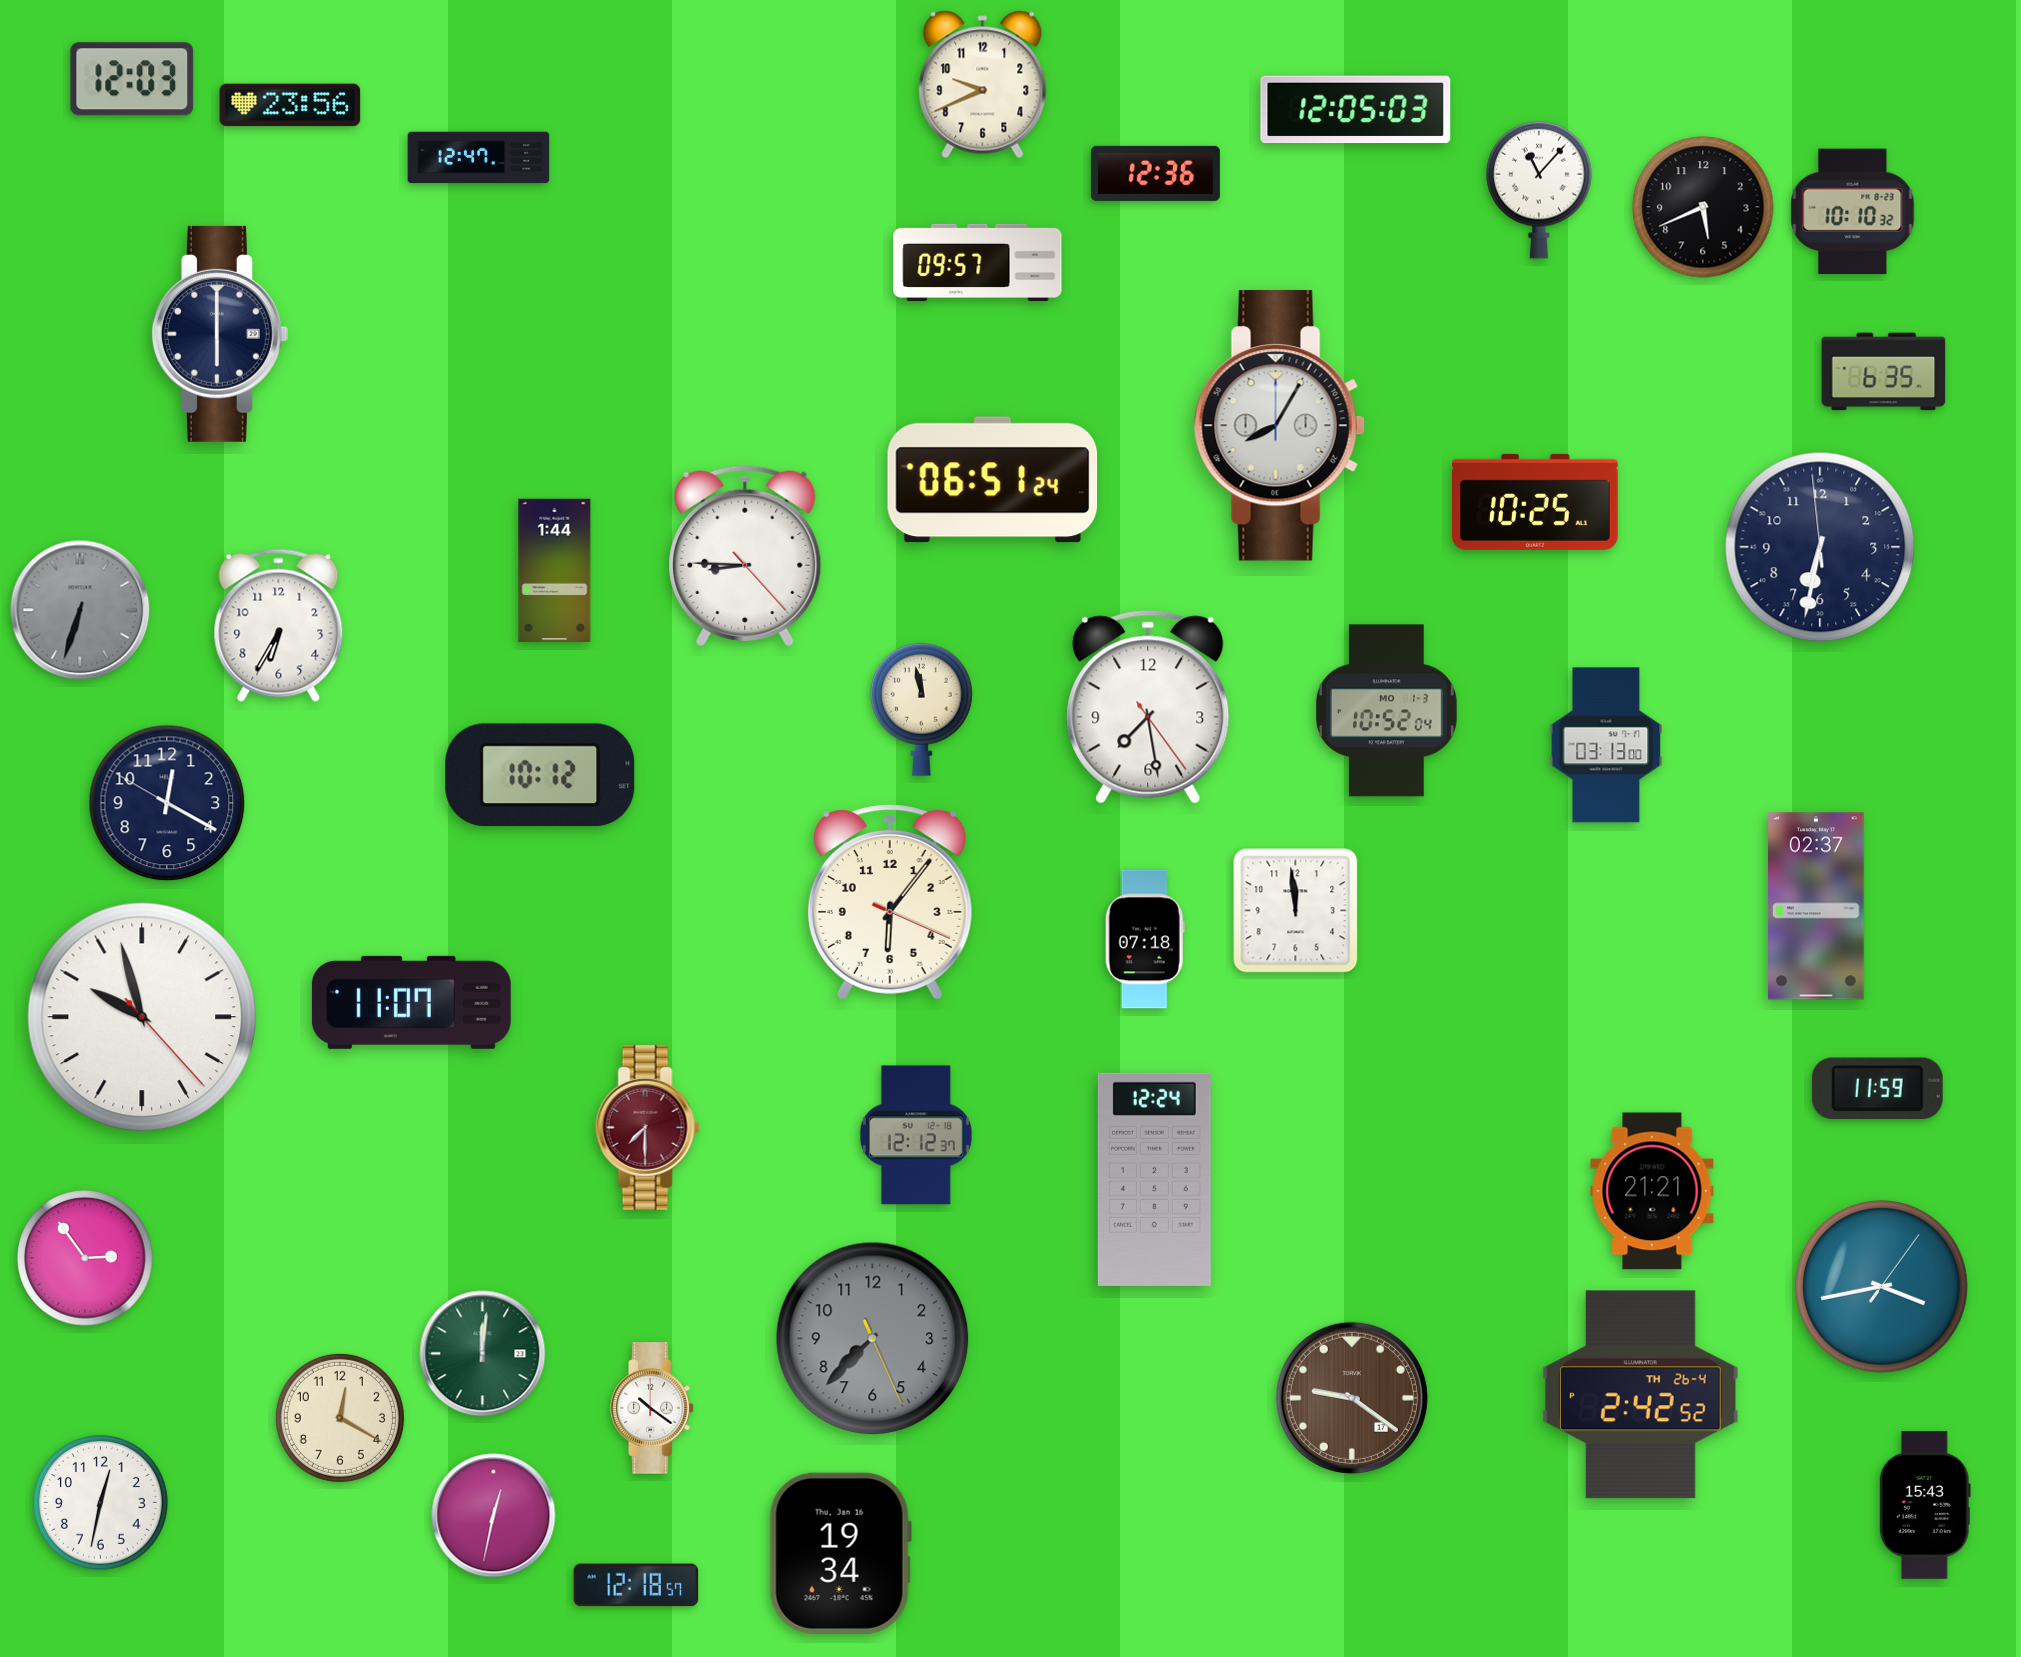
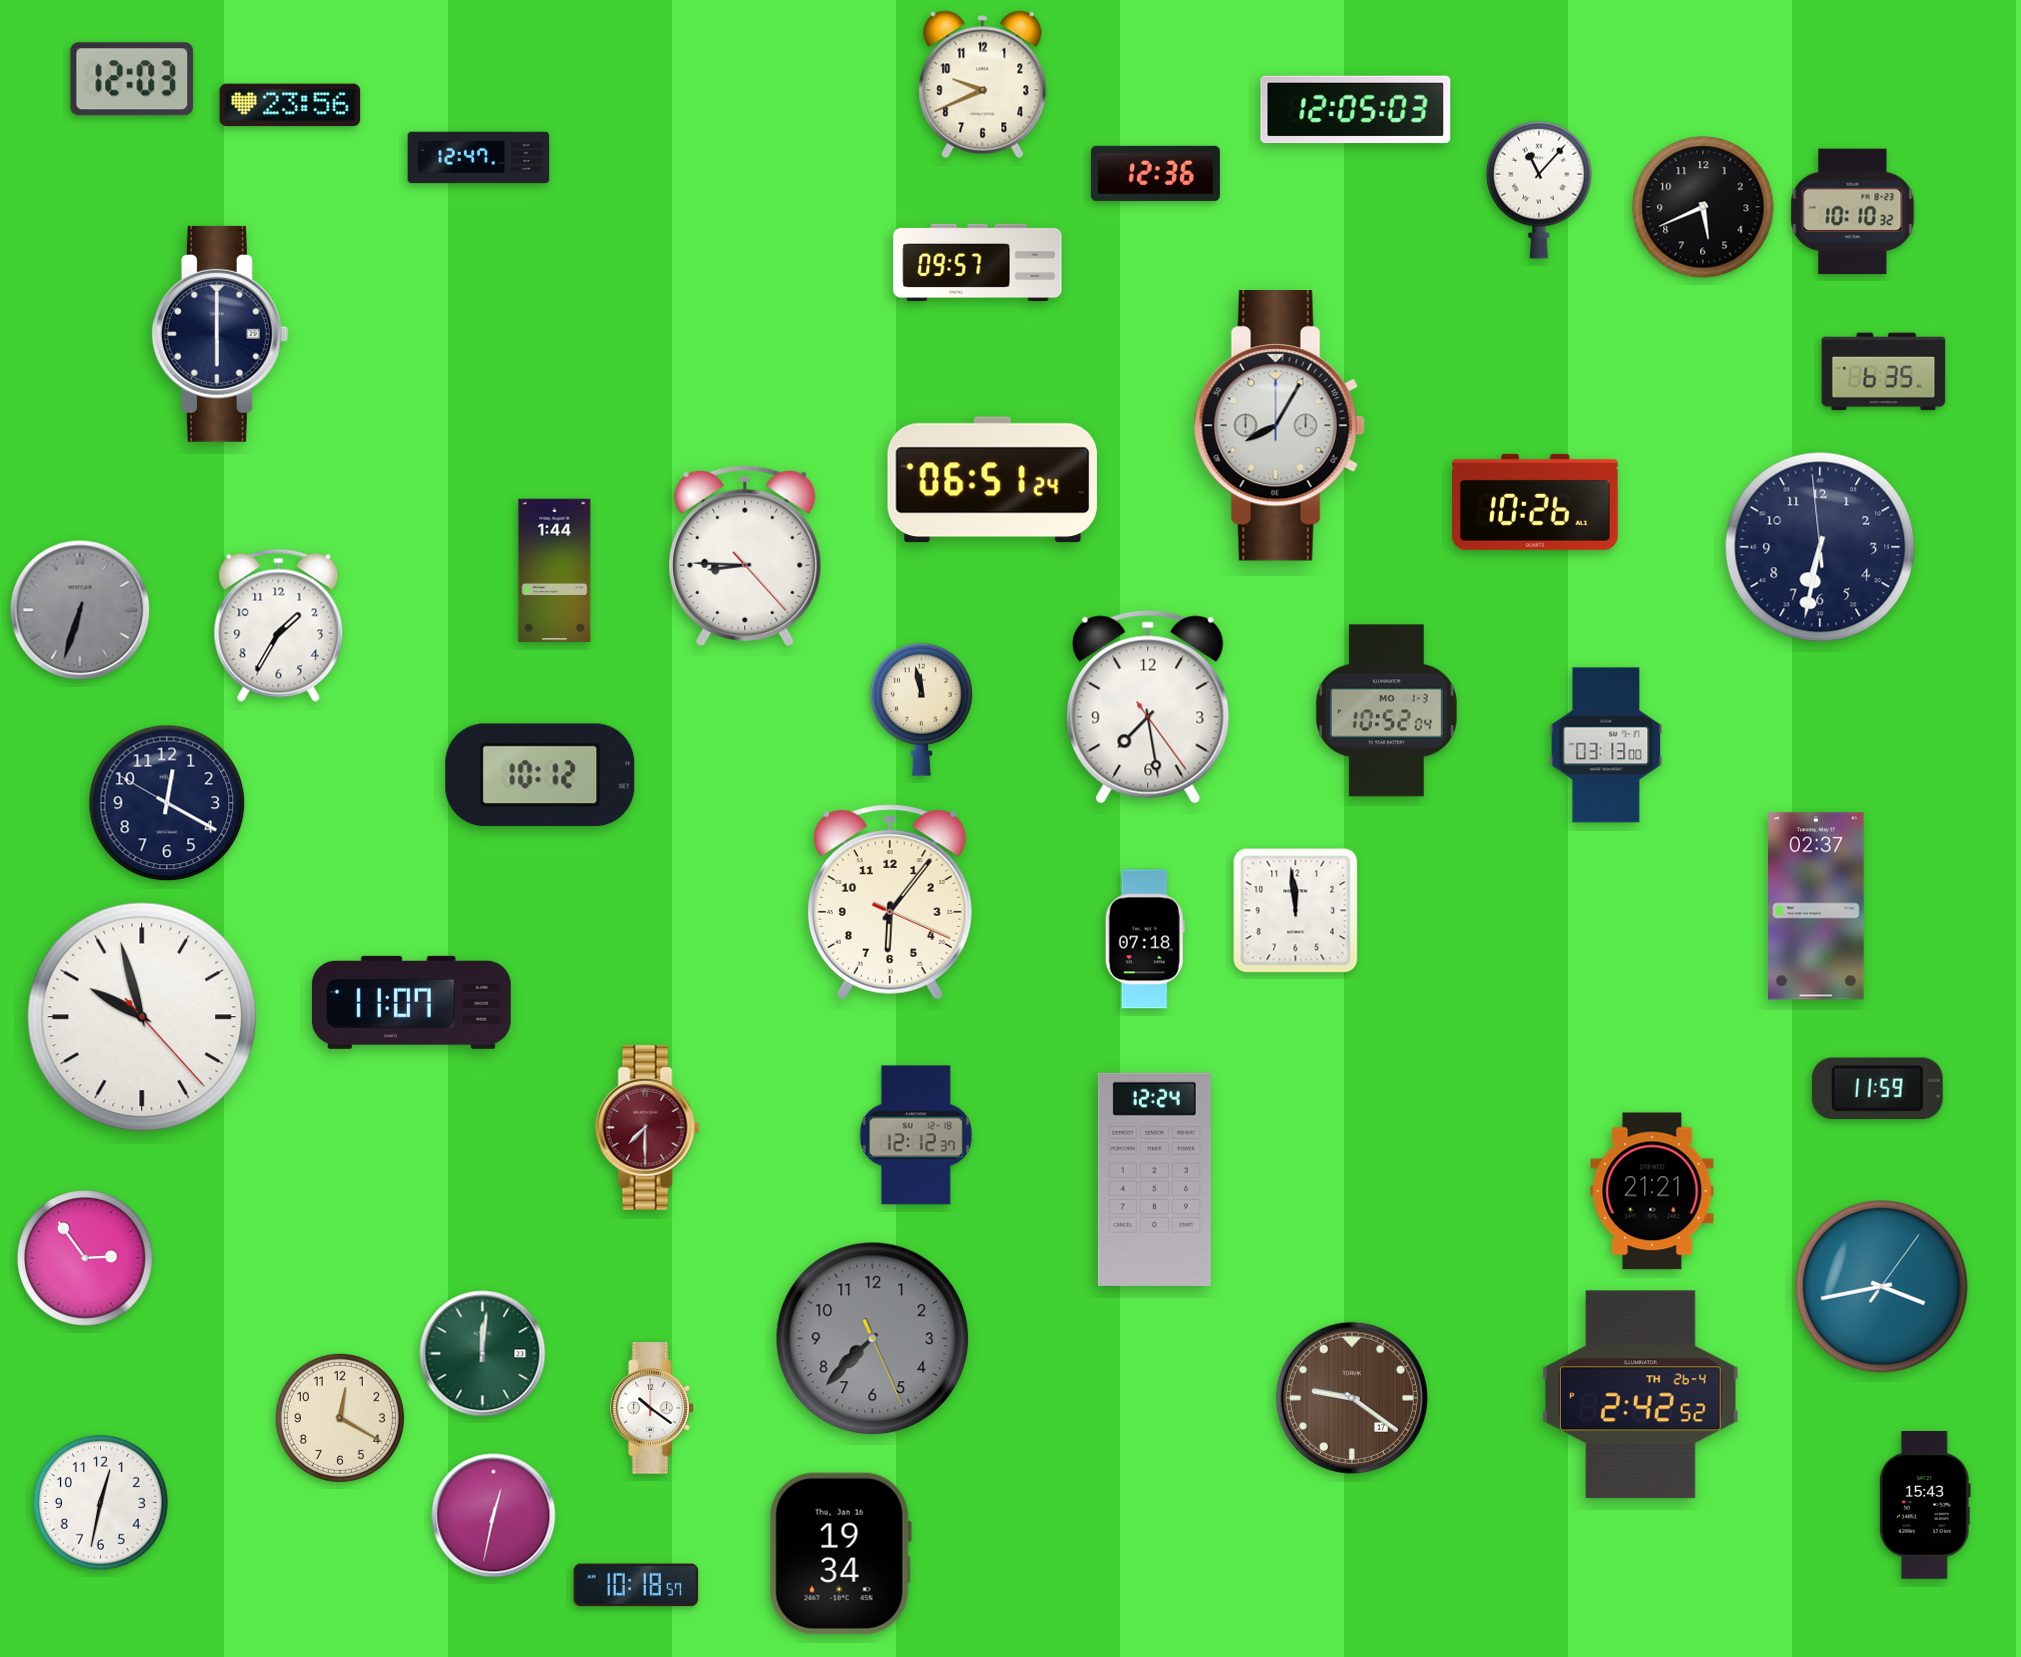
clock at (1536, 502): 10:25 -> 10:26
clock at (279, 625): 6:35 -> 1:35
clock at (636, 1585): 12:18 -> 10:18
